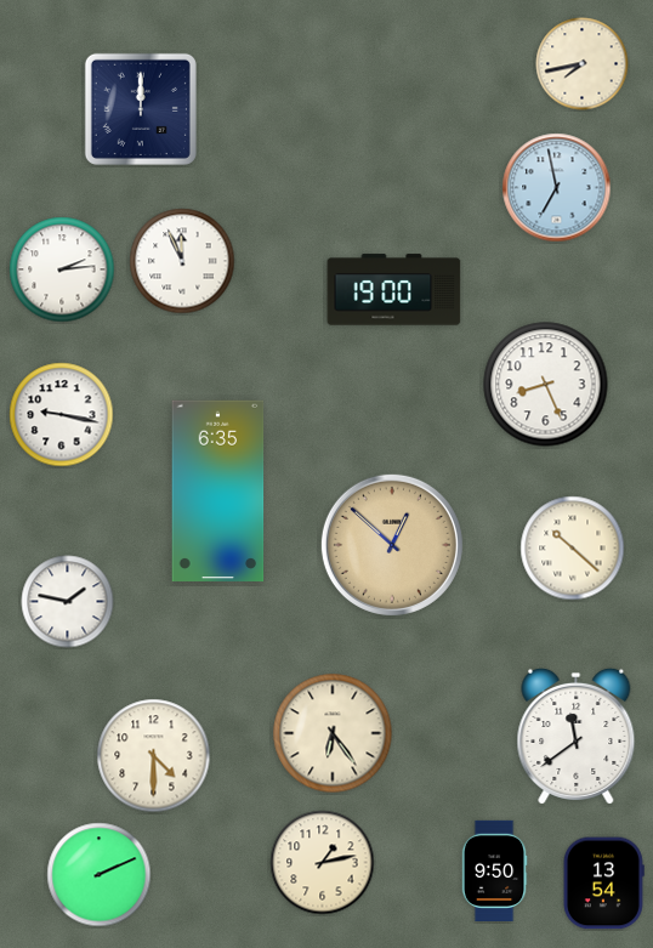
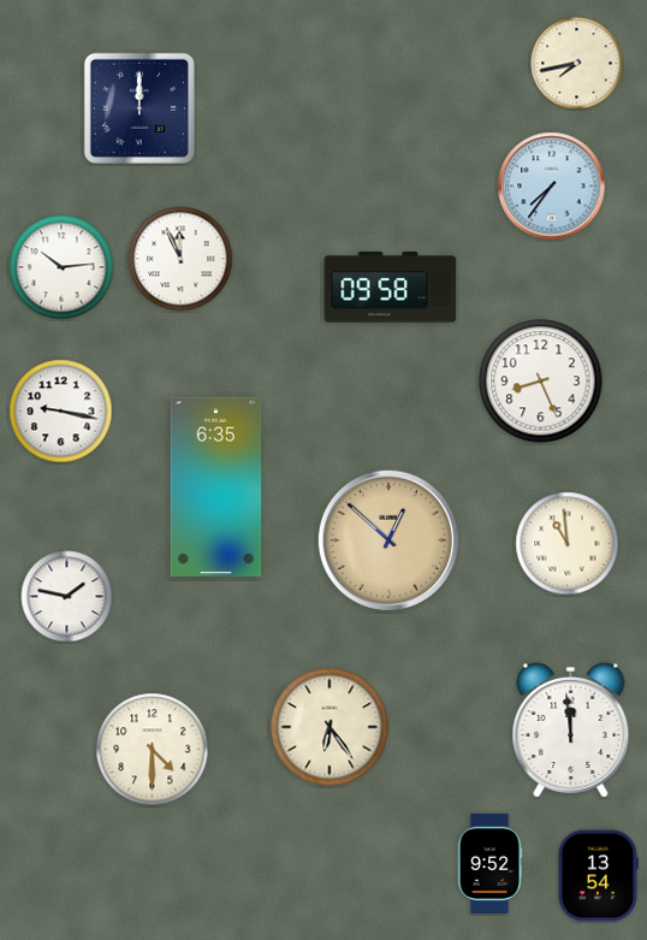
clock at (557, 188): 6:58 -> 7:36
clock at (62, 269): 2:14 -> 10:14
clock at (394, 290): 19:00 -> 09:58
clock at (573, 549): 10:22 -> 10:59
clock at (577, 736): 11:39 -> 11:59
clock at (323, 863): 1:13 -> none
clock at (494, 870): 9:50 -> 9:52
clock at (100, 875): 2:11 -> none
